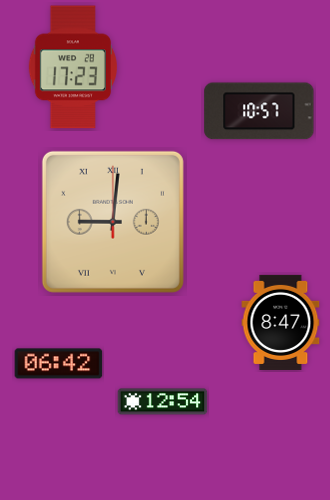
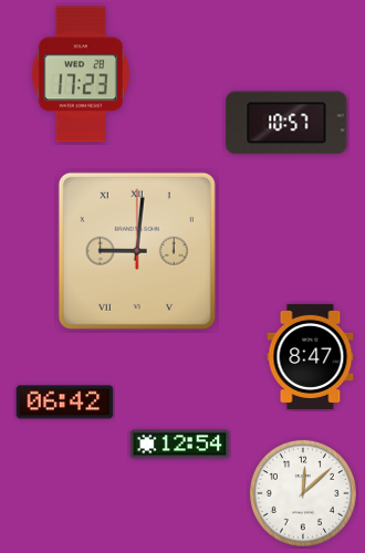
clock at (113, 222) position: (113, 222) -> (137, 251)
clock at (303, 493): none -> 12:08
